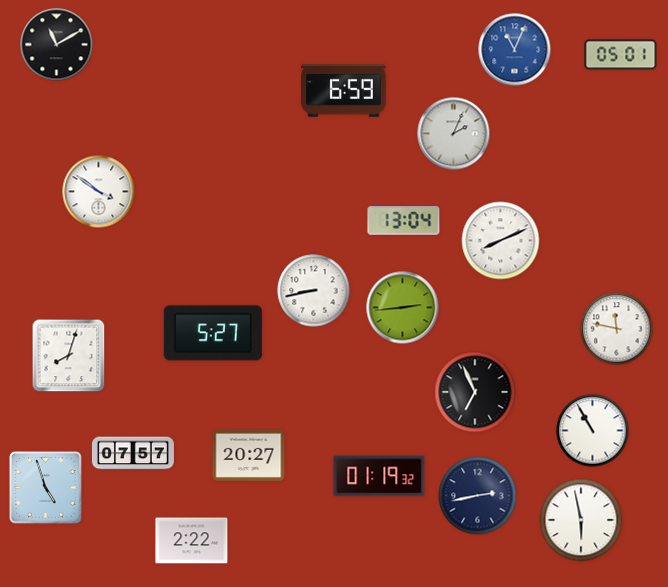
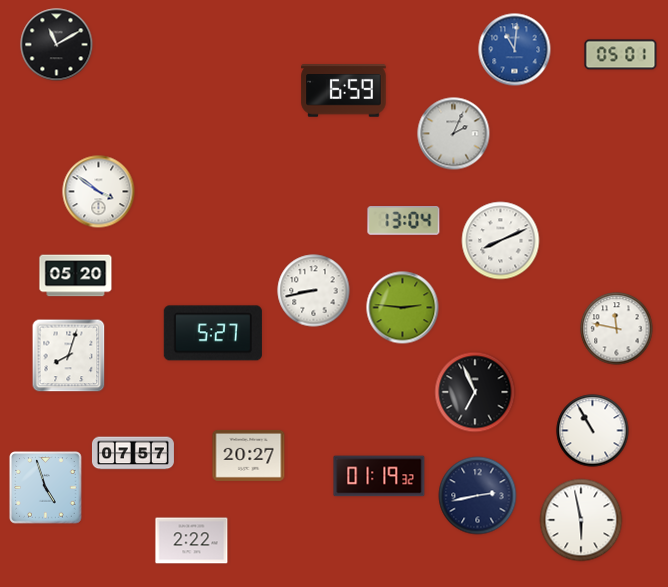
clock at (515, 50): 11:04 -> 11:01
clock at (76, 276): none -> 05:20
clock at (403, 308): 2:44 -> 2:46
